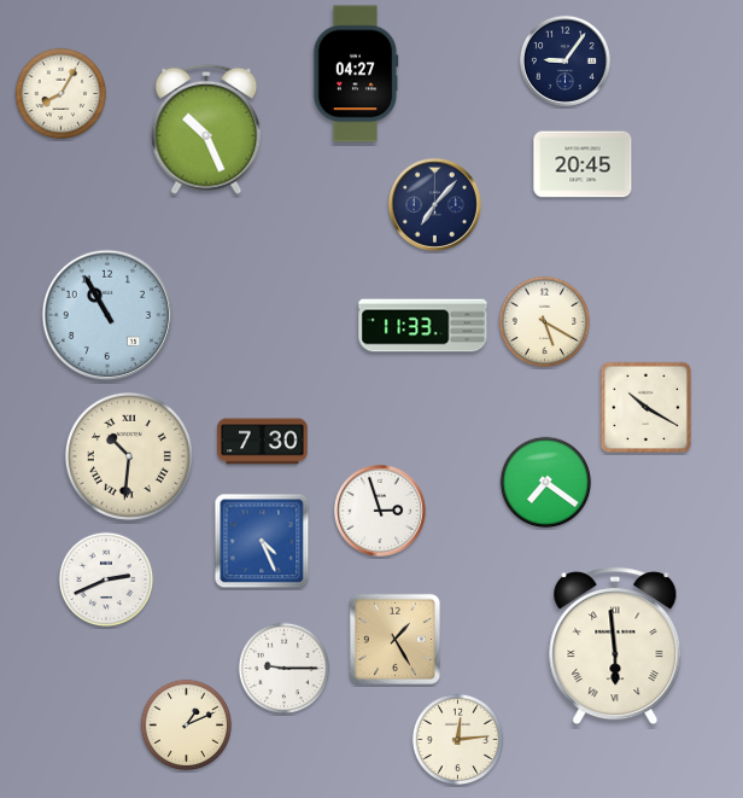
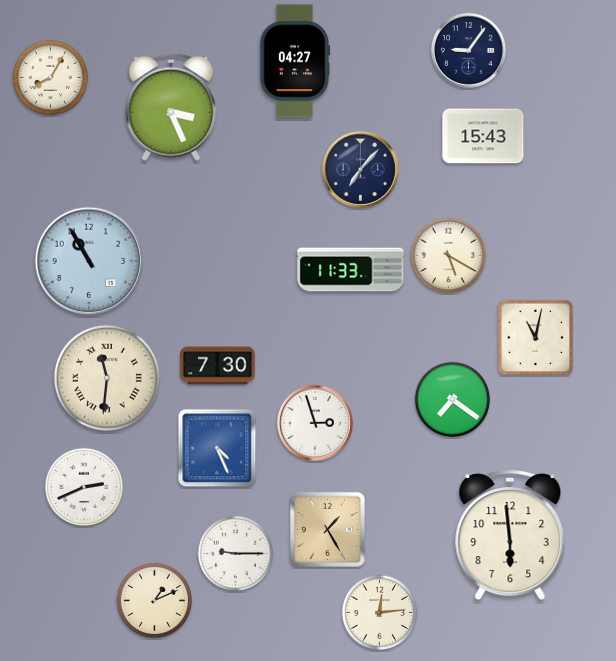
clock at (206, 129): 10:26 -> 3:26
clock at (583, 164): 20:45 -> 15:43
clock at (545, 322) position: (545, 322) -> (449, 256)
clock at (647, 408): 10:20 -> 11:02
clock at (129, 456): 10:31 -> 11:31
clock at (106, 579) position: (106, 579) -> (84, 487)
clock at (615, 646) numerals: Roman -> Arabic
